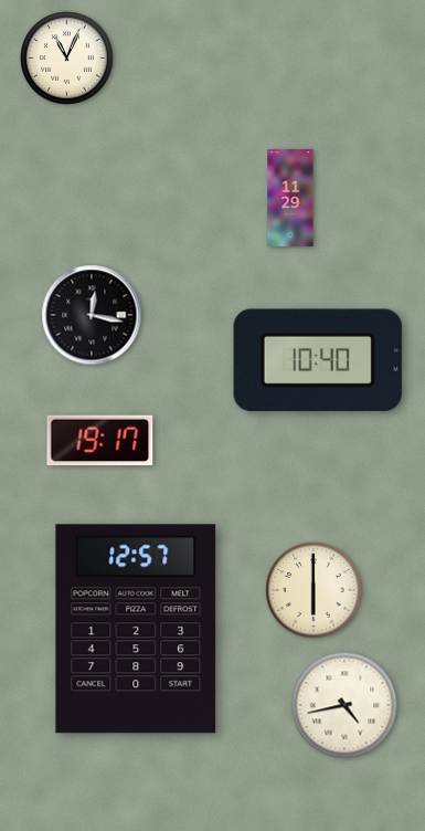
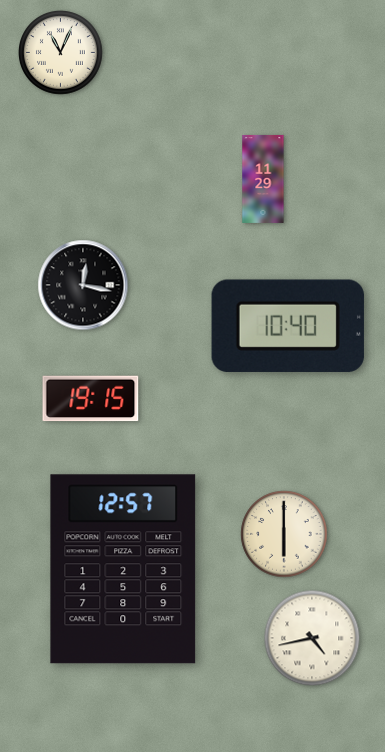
clock at (100, 441): 19:17 -> 19:15
